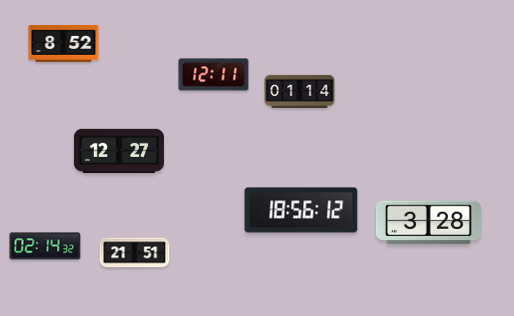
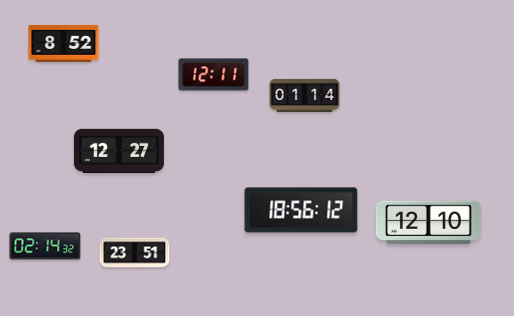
clock at (300, 91) position: (300, 91) -> (305, 95)
clock at (428, 223): 3:28 -> 12:10
clock at (135, 253): 21:51 -> 23:51
